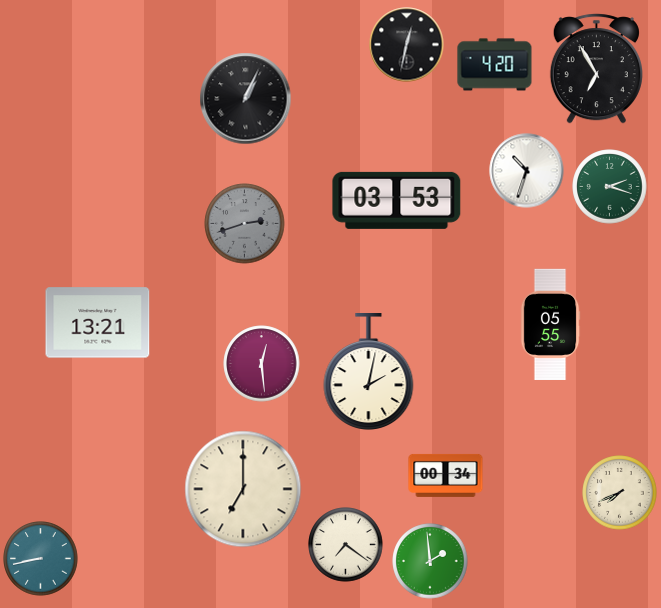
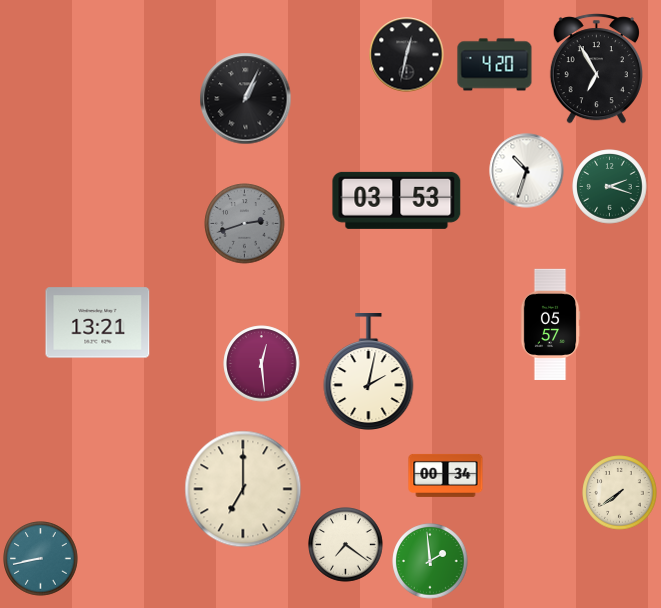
clock at (407, 45) position: (407, 45) -> (407, 55)
clock at (550, 324): 05:55 -> 05:57
clock at (620, 493): 7:41 -> 7:39
